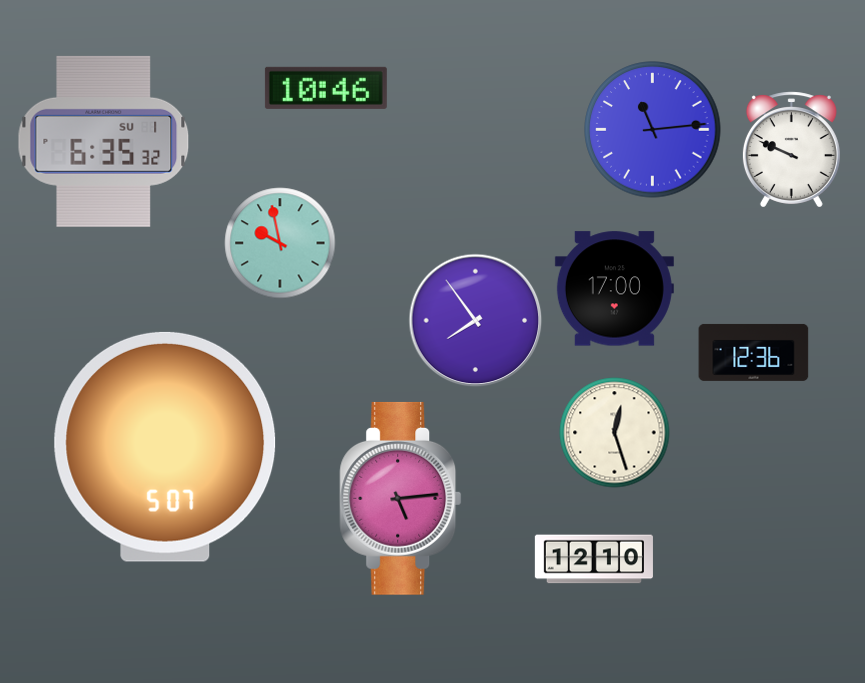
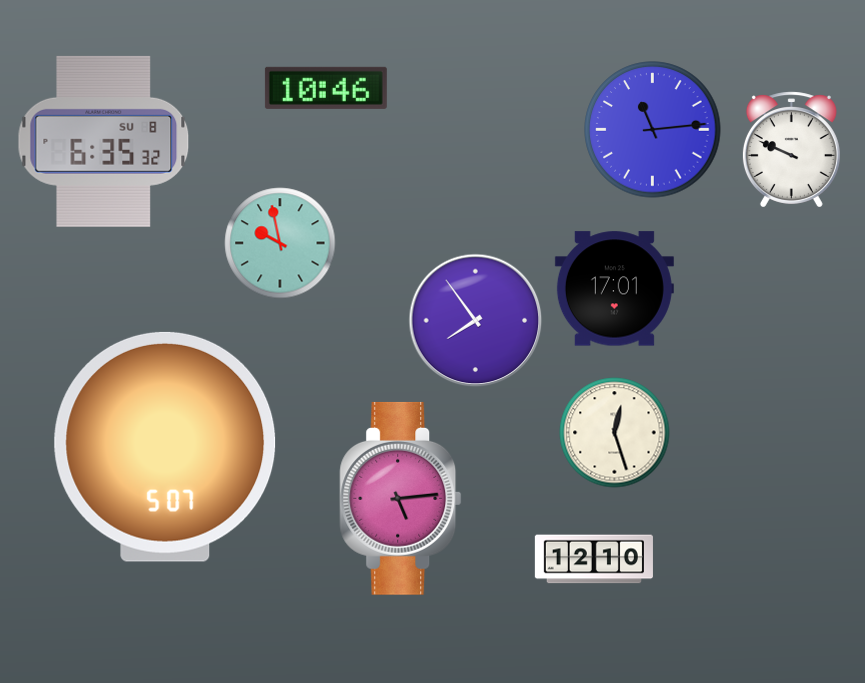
clock at (104, 141) date: SU 1 -> SU 8
clock at (614, 289): 17:00 -> 17:01
clock at (754, 352): 12:36 -> none
